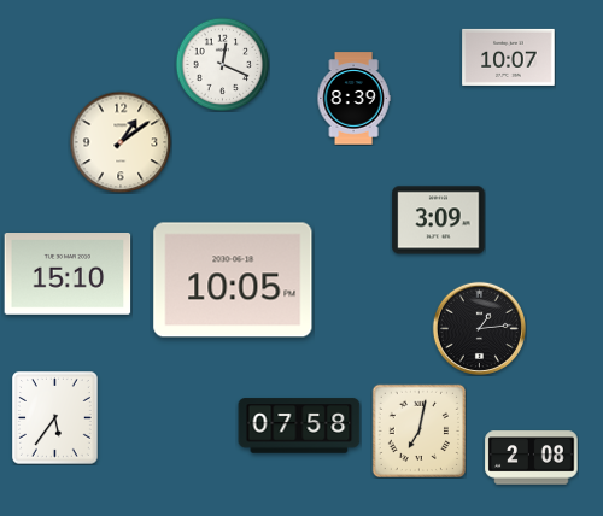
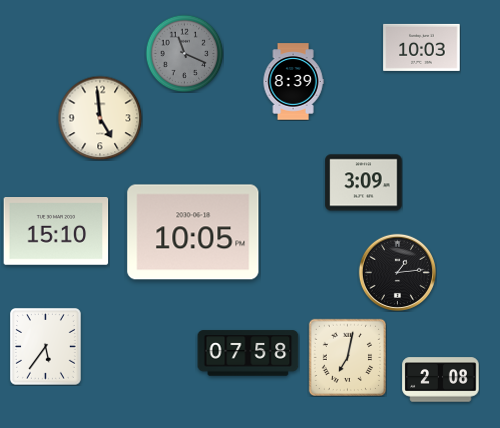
clock at (509, 57): 10:07 -> 10:03
clock at (222, 64): 12:19 -> 11:19
clock at (222, 64) dial: white -> grey
clock at (121, 142): 1:09 -> 4:59
clock at (68, 275) position: (68, 275) -> (56, 232)
